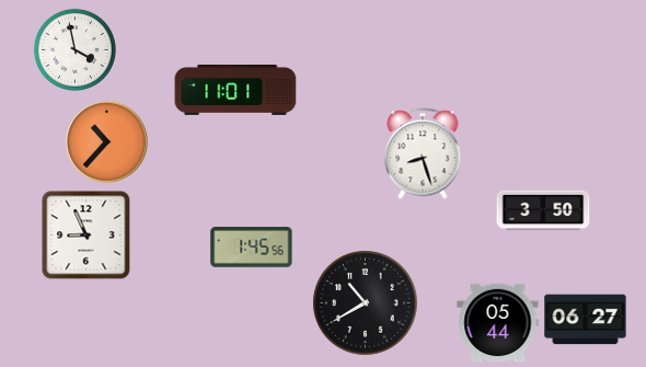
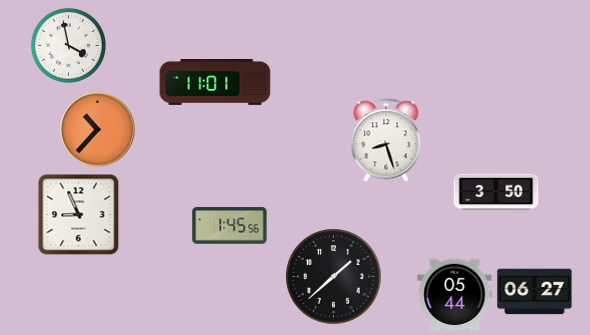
clock at (366, 303): 10:40 -> 1:38
